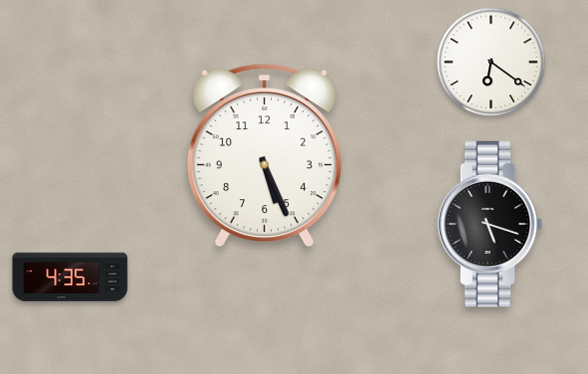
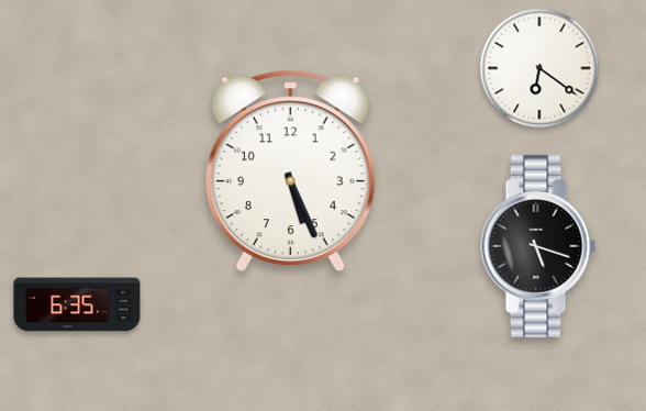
clock at (70, 277): 4:35 -> 6:35
